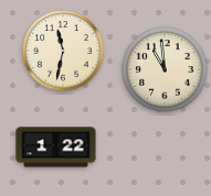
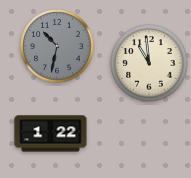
clock at (63, 51): 11:32 -> 10:32
clock at (63, 51) dial: cream -> grey
